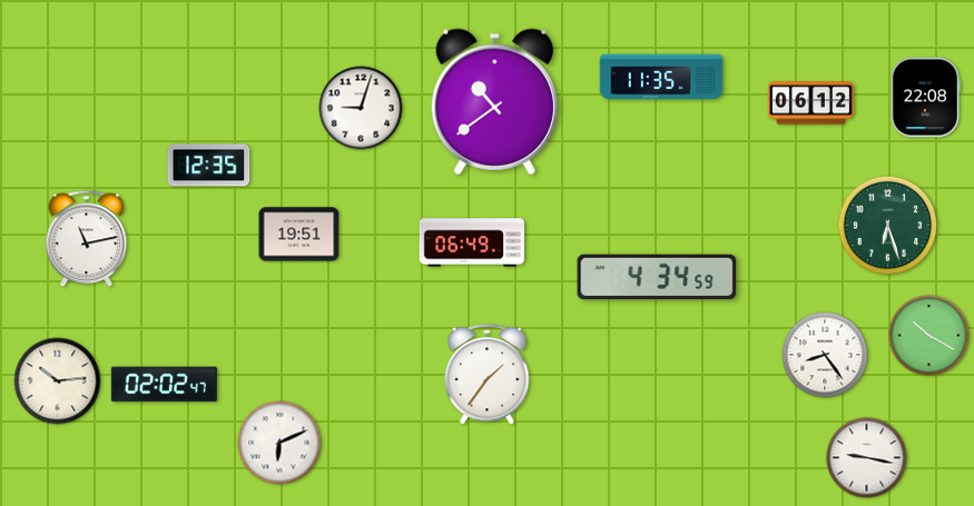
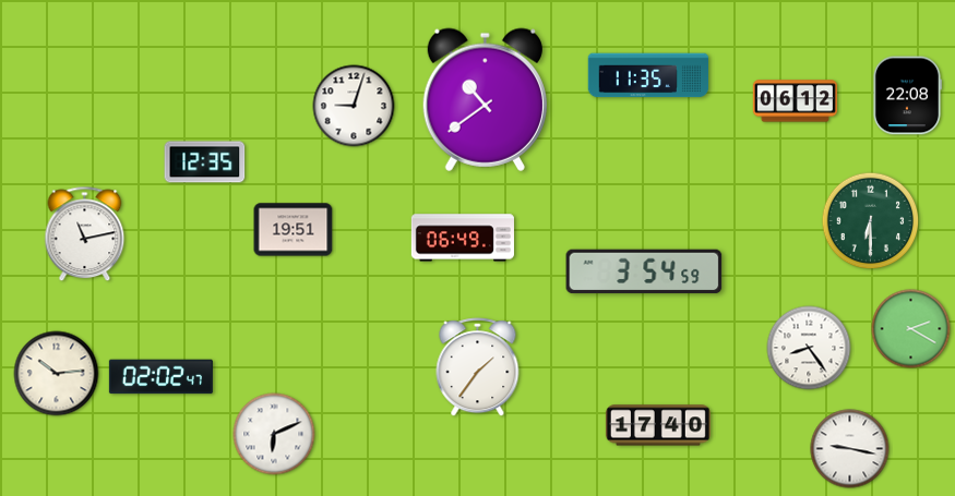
clock at (888, 226): 6:27 -> 6:30
clock at (657, 277): 4:34 -> 3:54
clock at (929, 336): 10:20 -> 2:20
clock at (658, 425): none -> 17:40
